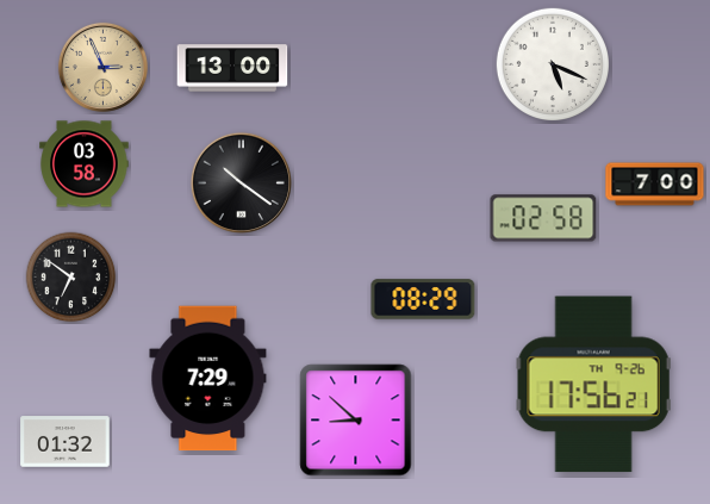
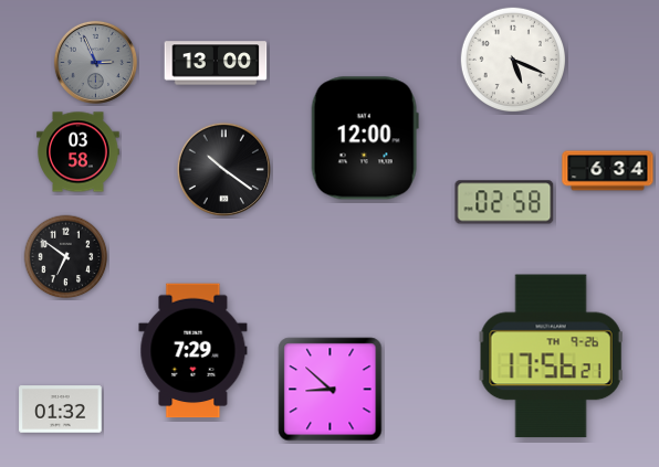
clock at (102, 67) dial: champagne -> grey
clock at (365, 138): none -> 12:00
clock at (655, 185): 7:00 -> 6:34
clock at (423, 299): 08:29 -> none
